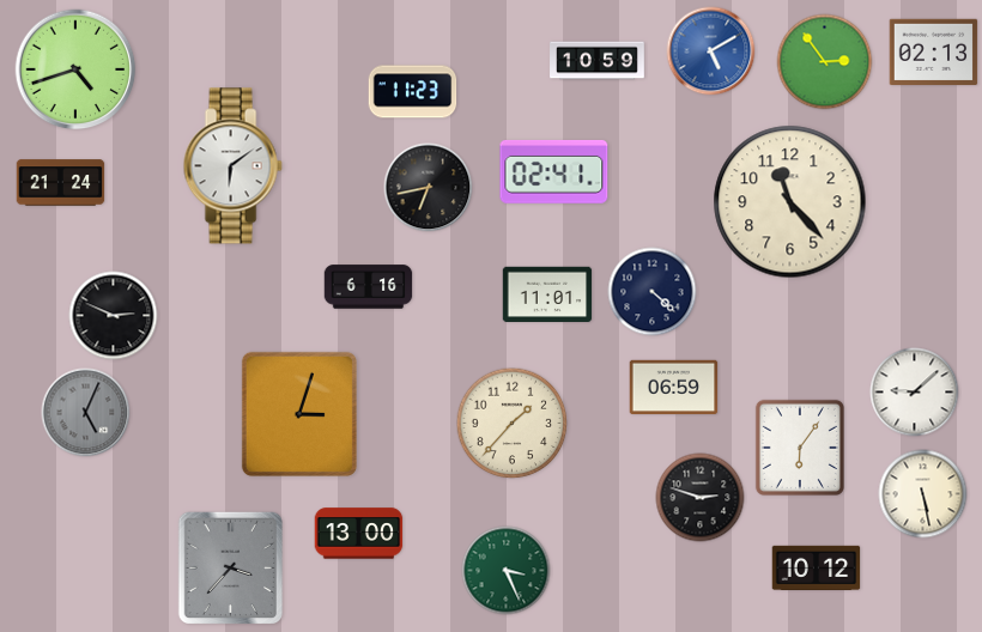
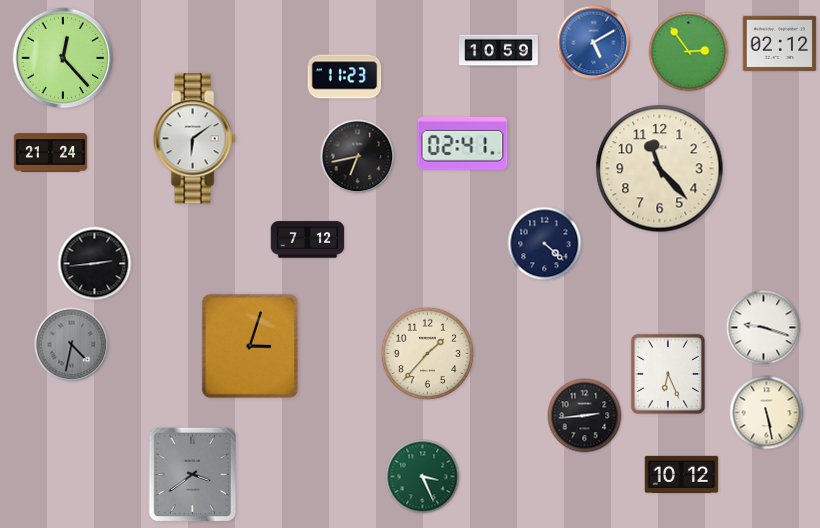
clock at (934, 53): 02:13 -> 02:12
clock at (75, 69): 4:42 -> 12:23
clock at (369, 287): 6:16 -> 7:12
clock at (547, 294): 11:01 -> none
clock at (114, 316): 2:49 -> 2:44
clock at (674, 388): 06:59 -> none
clock at (915, 393): 9:08 -> 9:18
clock at (86, 413): 5:04 -> 4:32
clock at (800, 448): 6:06 -> 6:26
clock at (923, 494) position: (923, 494) -> (767, 413)
clock at (701, 498): 2:48 -> 2:44
clock at (359, 534): 13:00 -> none
clock at (230, 567): 3:37 -> 3:39
